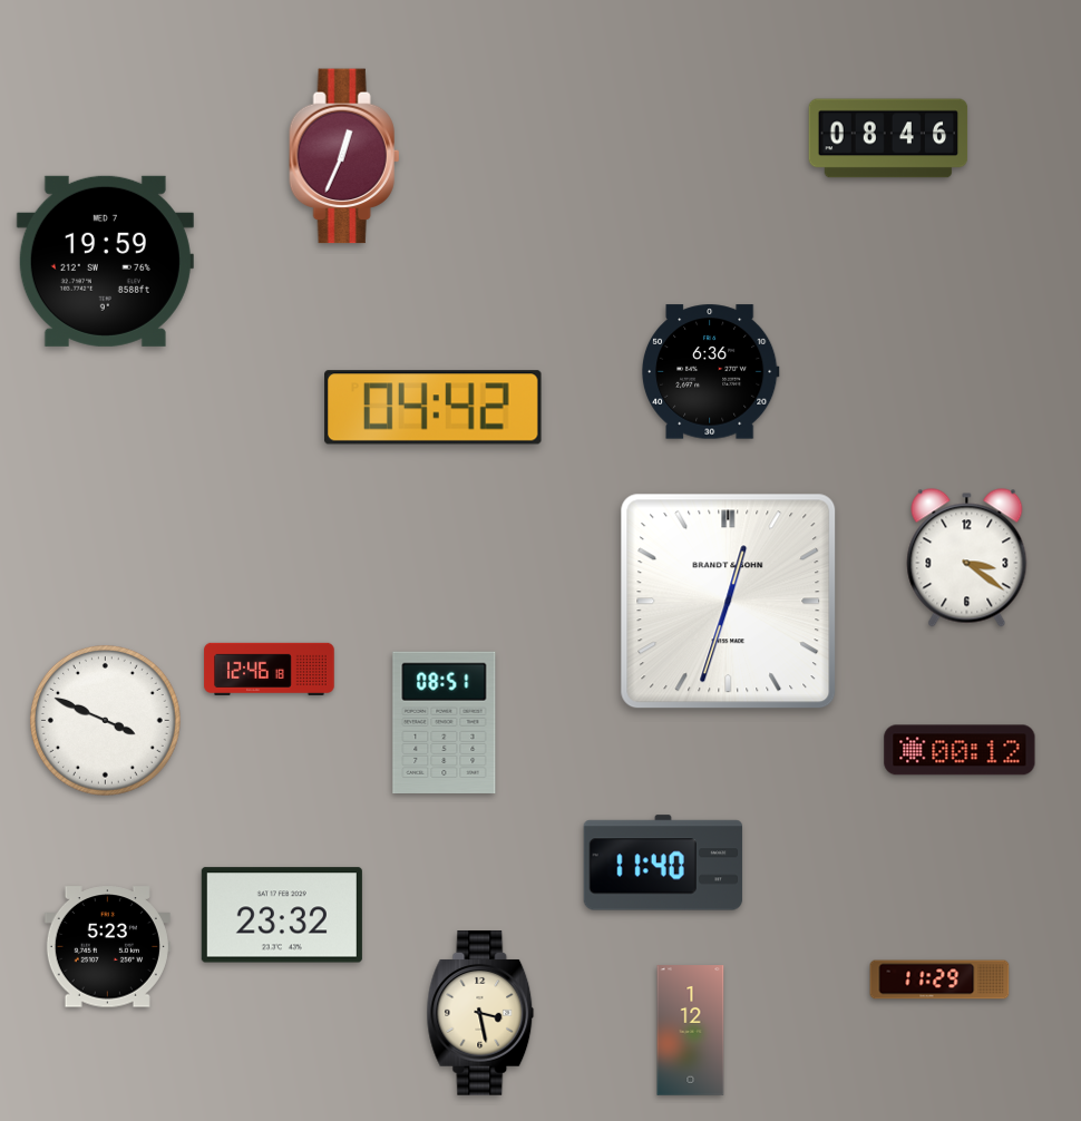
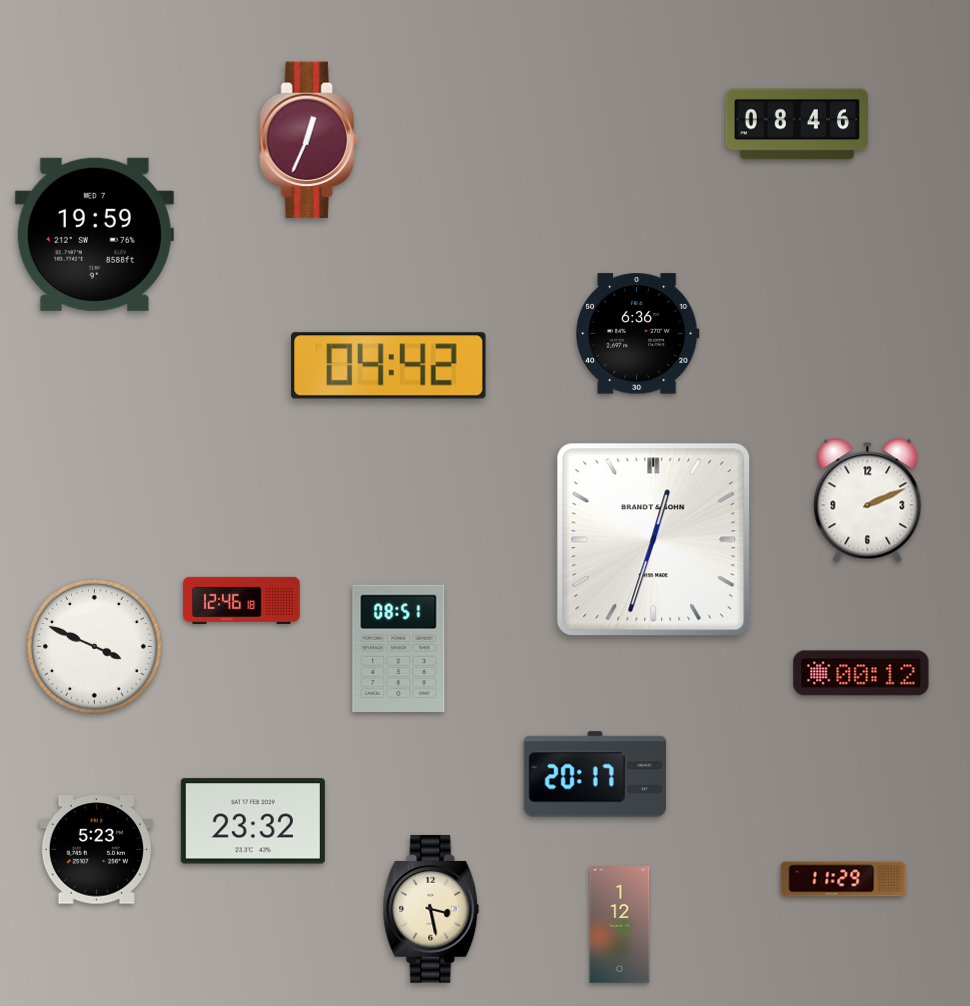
clock at (967, 558): 3:21 -> 2:11
clock at (663, 862): 11:40 -> 20:17
